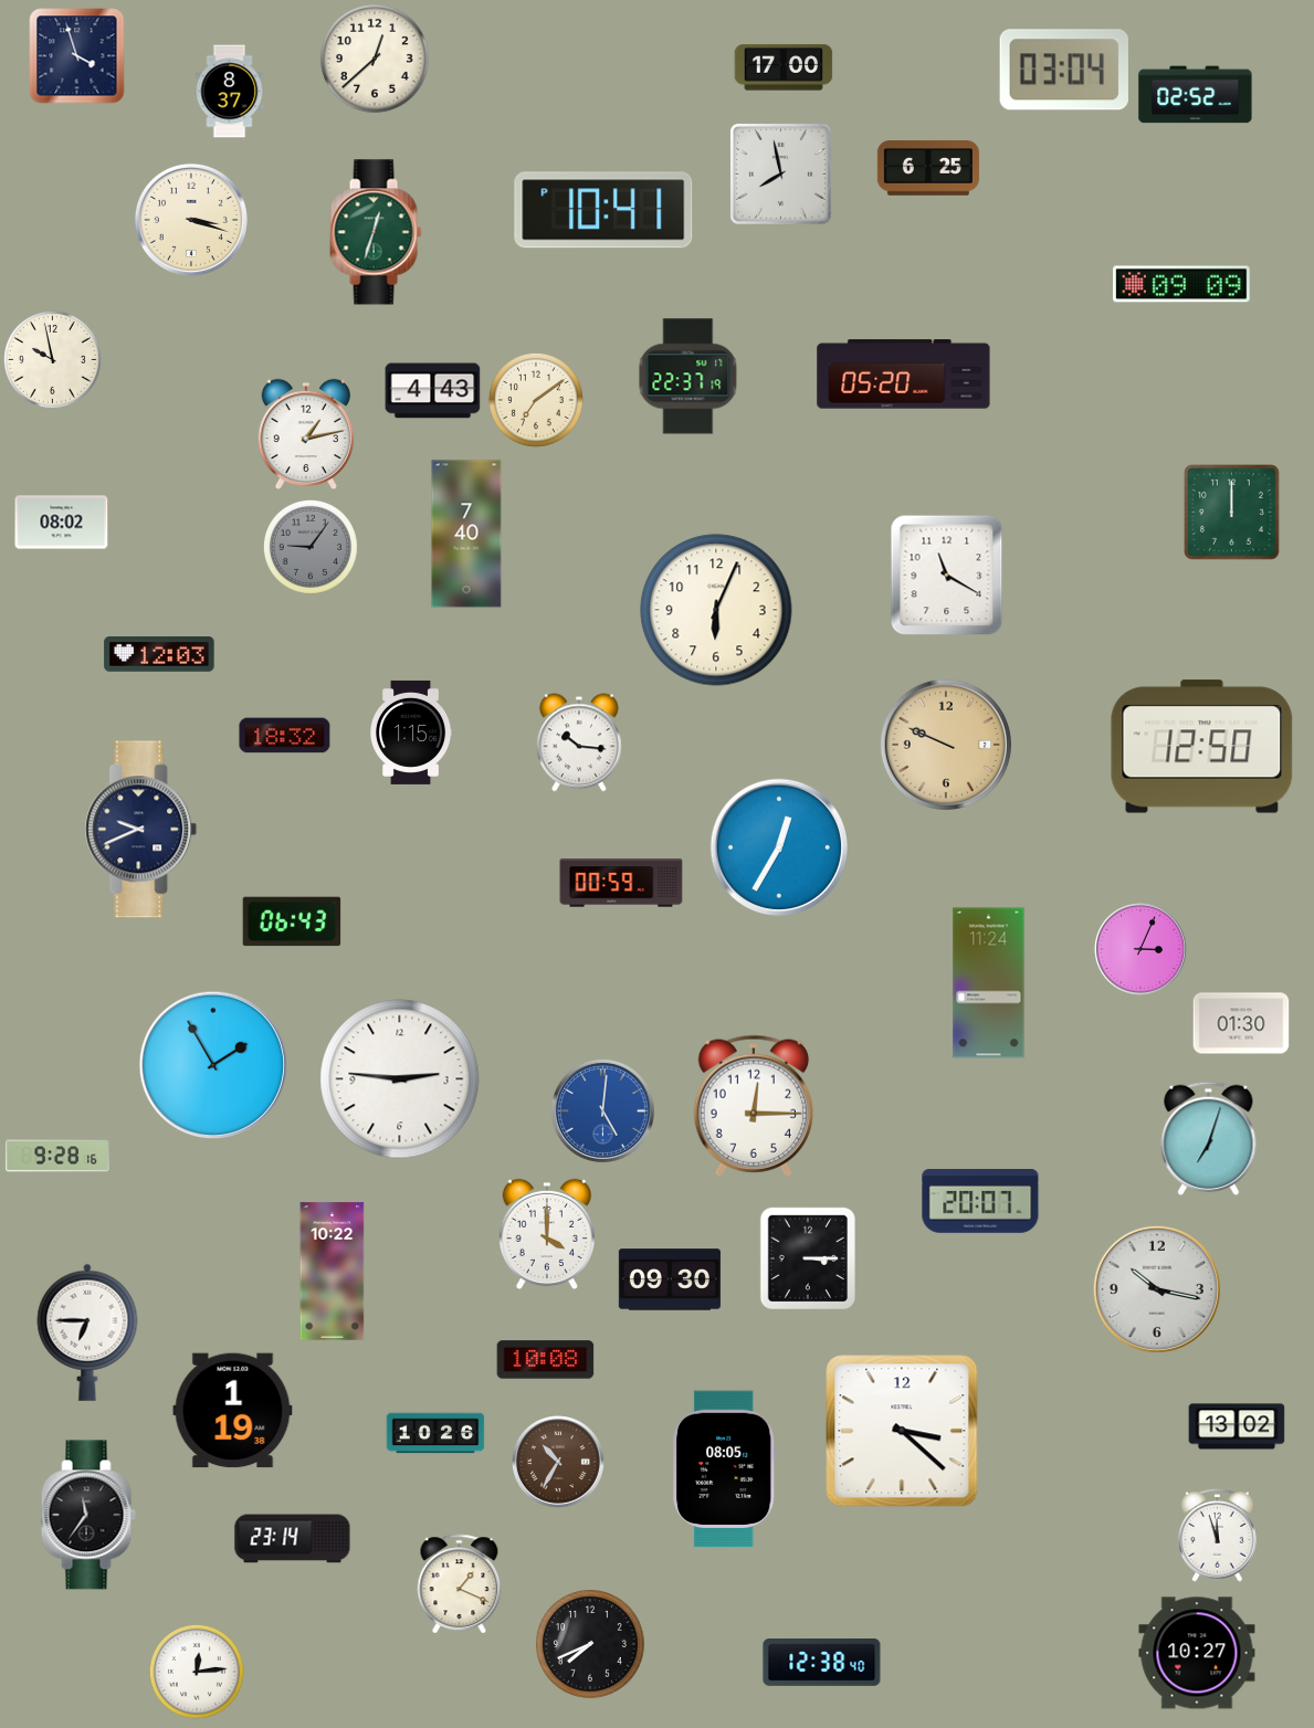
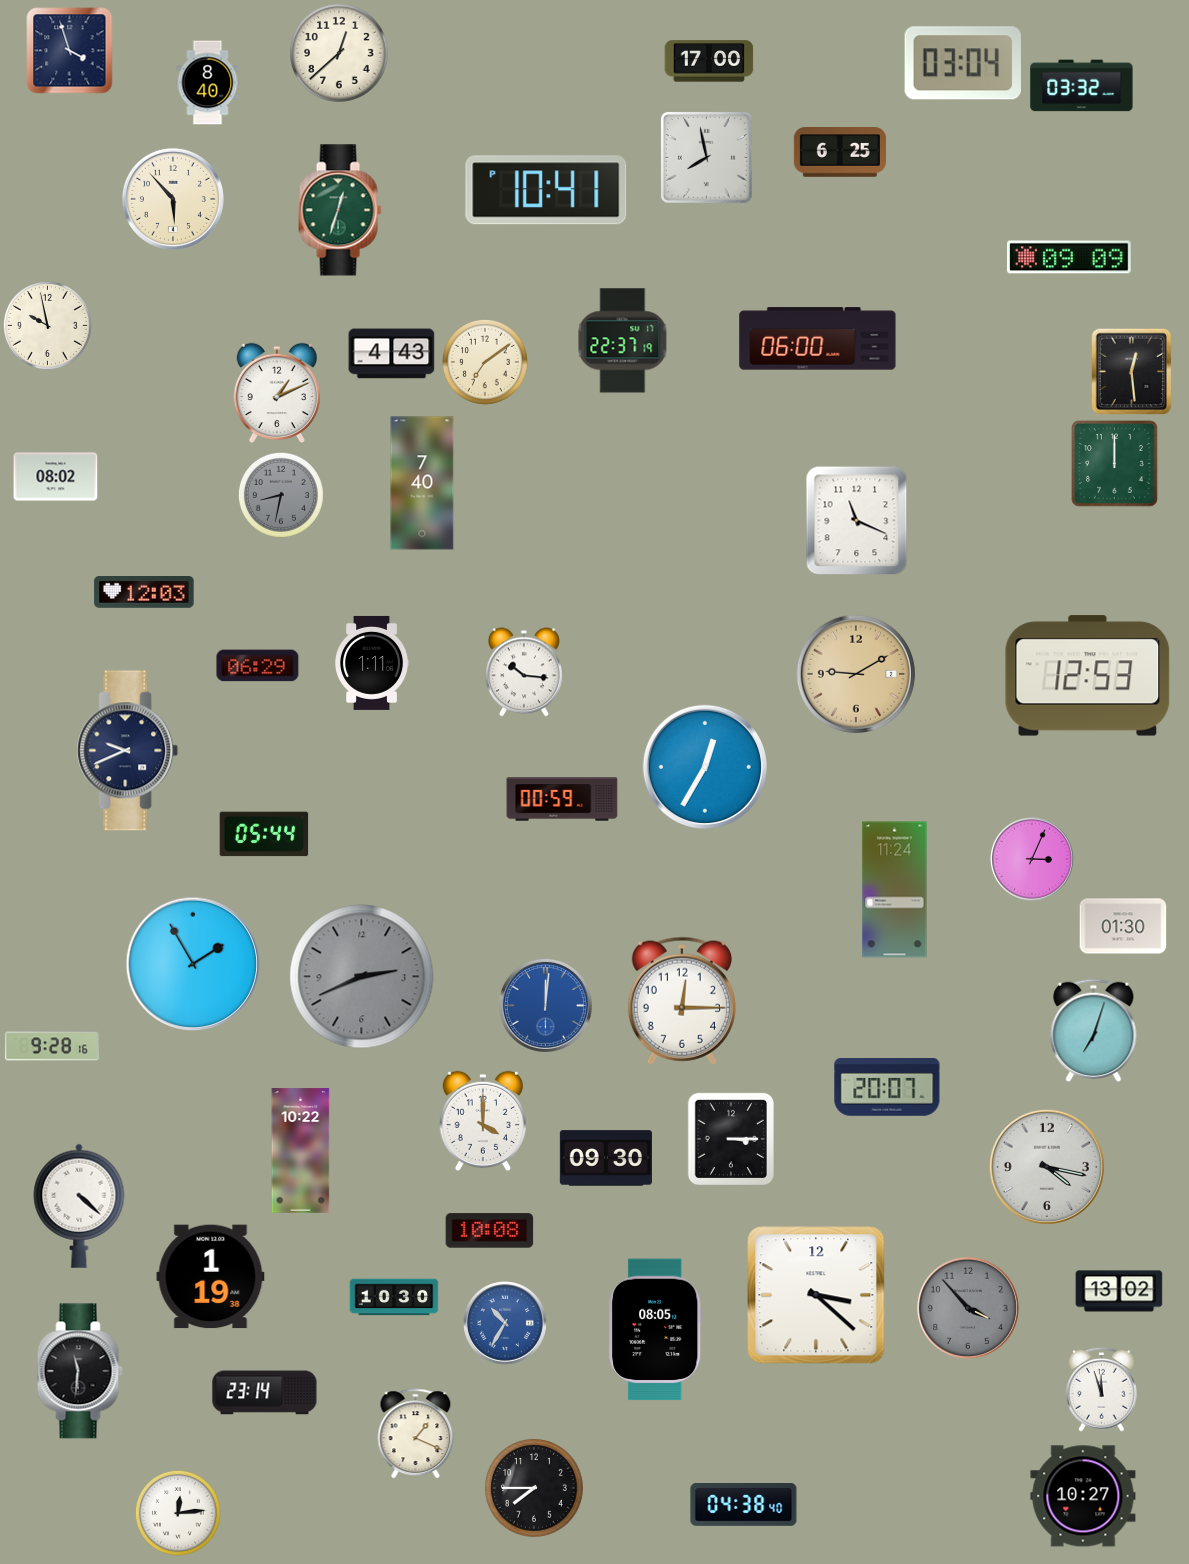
clock at (230, 92): 8:37 -> 8:40
clock at (1196, 95): 02:52 -> 03:32
clock at (191, 220): 3:18 -> 5:53
clock at (904, 375): 05:20 -> 06:00
clock at (1132, 372): none -> 12:29
clock at (305, 434): 1:13 -> 1:11
clock at (62, 523) position: (62, 523) -> (56, 477)
clock at (311, 547): 9:06 -> 8:32
clock at (947, 576): 11:20 -> 11:19
clock at (716, 610): 6:04 -> none
clock at (412, 733): 1:15 -> 1:11
clock at (285, 736): 18:32 -> 06:29
clock at (946, 745): 9:49 -> 9:10
clock at (1202, 747): 12:50 -> 12:53
clock at (292, 921): 06:43 -> 05:44
clock at (400, 1079): 2:46 -> 2:41
clock at (400, 1079) dial: white -> grey
clock at (602, 1110): 5:01 -> 12:01
clock at (546, 1234) position: (546, 1234) -> (482, 1121)
clock at (1157, 1289): 10:17 -> 4:17
clock at (87, 1332): 6:45 -> 4:22
clock at (546, 1360) position: (546, 1360) -> (490, 1231)
clock at (435, 1433): 10:26 -> 10:30
clock at (968, 1308): none -> 3:53
clock at (559, 1463) dial: brown -> blue
clock at (88, 1515): 11:36 -> 11:31
clock at (591, 1645): 7:41 -> 7:45
clock at (822, 1663): 12:38 -> 04:38
